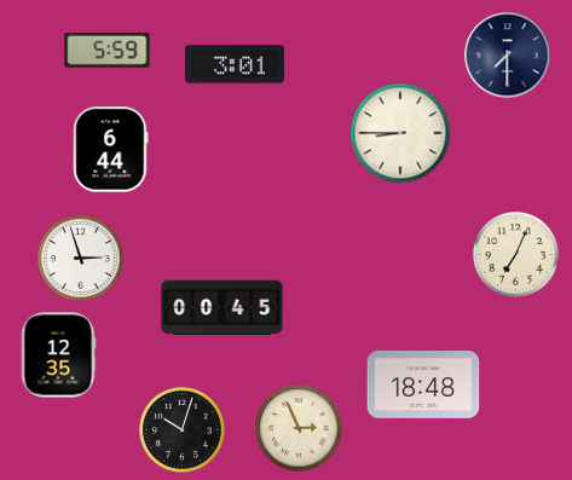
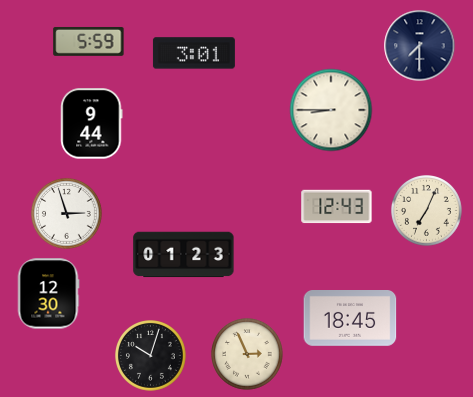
clock at (111, 150): 6:44 -> 9:44
clock at (337, 207): none -> 12:43
clock at (223, 308): 00:45 -> 01:23
clock at (58, 355): 12:35 -> 12:30
clock at (423, 386): 18:48 -> 18:45
